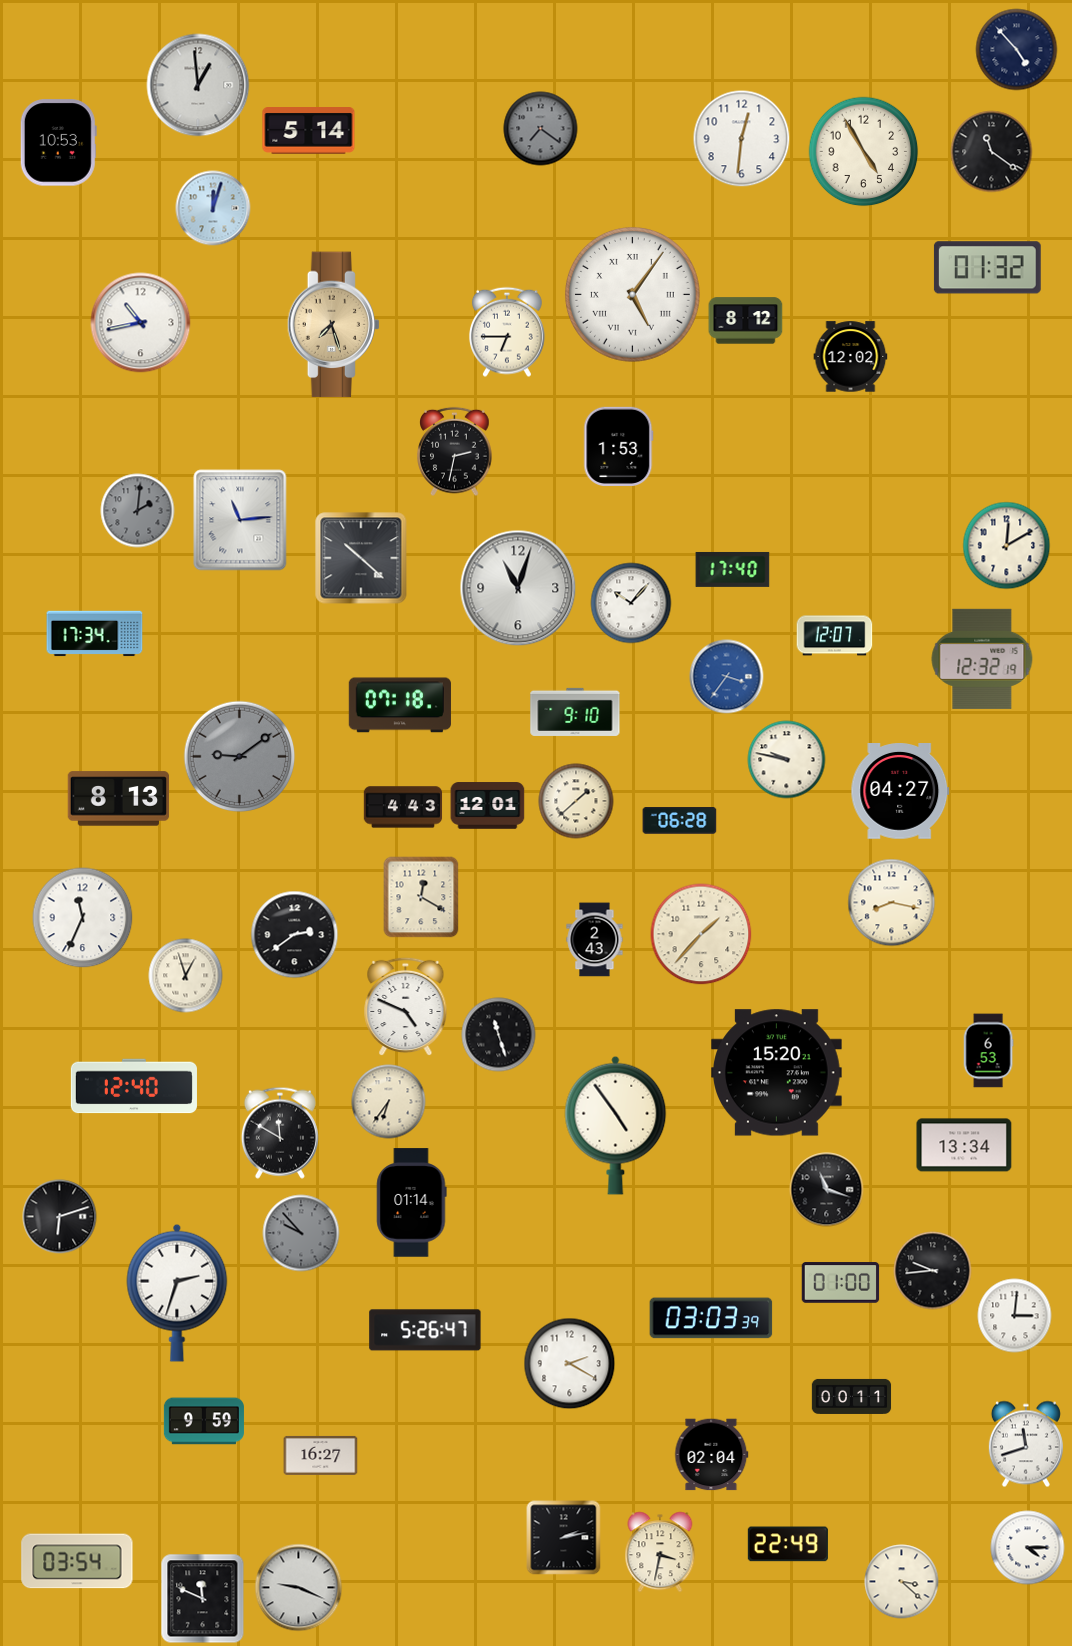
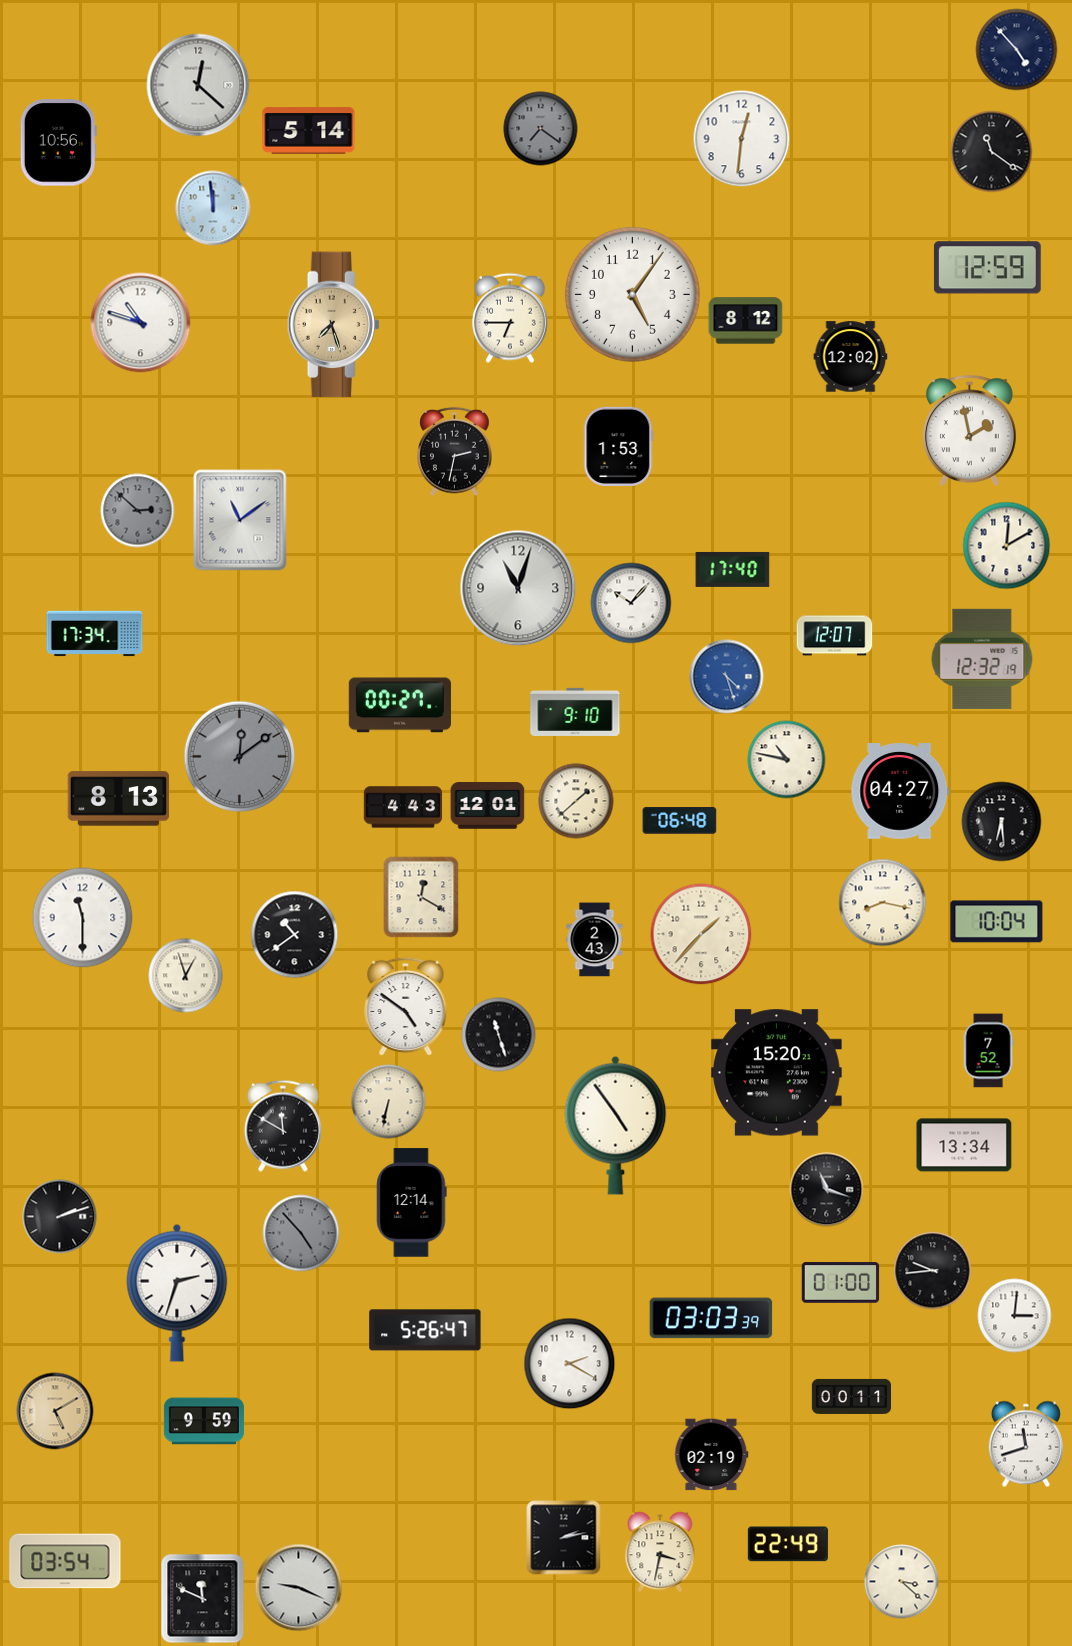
clock at (198, 85): 12:59 -> 12:22
clock at (58, 143): 10:53 -> 10:56
clock at (864, 152): 4:55 -> none
clock at (213, 208): 12:03 -> 11:59
clock at (987, 268): 01:32 -> 12:59
clock at (632, 294) numerals: Roman -> Arabic
clock at (141, 323): 10:43 -> 10:48
clock at (507, 332) position: (507, 332) -> (510, 318)
clock at (969, 430): none -> 1:58
clock at (138, 511): 2:01 -> 2:52
clock at (240, 520): 11:14 -> 11:09
clock at (361, 558): 10:22 -> none
clock at (727, 677): 3:36 -> 4:27
clock at (400, 705): 07:18 -> 00:27
clock at (240, 757): 9:09 -> 12:09
clock at (787, 760): 9:47 -> 10:47
clock at (680, 821): 06:28 -> 06:48
clock at (1002, 822): none -> 6:29
clock at (892, 903) position: (892, 903) -> (883, 903)
clock at (83, 918): 11:34 -> 11:30
clock at (997, 922): none -> 10:04
clock at (295, 935): 2:39 -> 10:39
clock at (406, 1007): 4:49 -> 4:51
clock at (988, 1051): 6:53 -> 7:52
clock at (134, 1086): 12:40 -> none
clock at (389, 1102): 6:36 -> 6:32
clock at (280, 1133) position: (280, 1133) -> (283, 1126)
clock at (412, 1203): 01:14 -> 12:14
clock at (60, 1217): 6:12 -> 2:12
clock at (301, 1233): 9:53 -> 4:53
clock at (55, 1411): none -> 5:10
clock at (321, 1455): 16:27 -> none
clock at (712, 1455): 02:04 -> 02:19
clock at (1028, 1548): 4:15 -> none
clock at (77, 1561) position: (77, 1561) -> (65, 1561)
